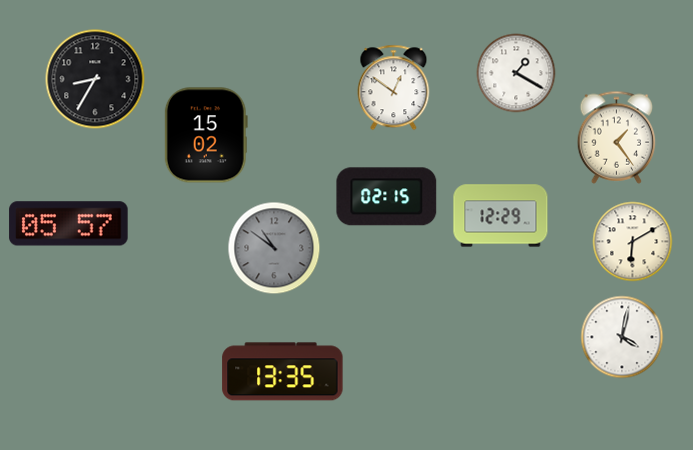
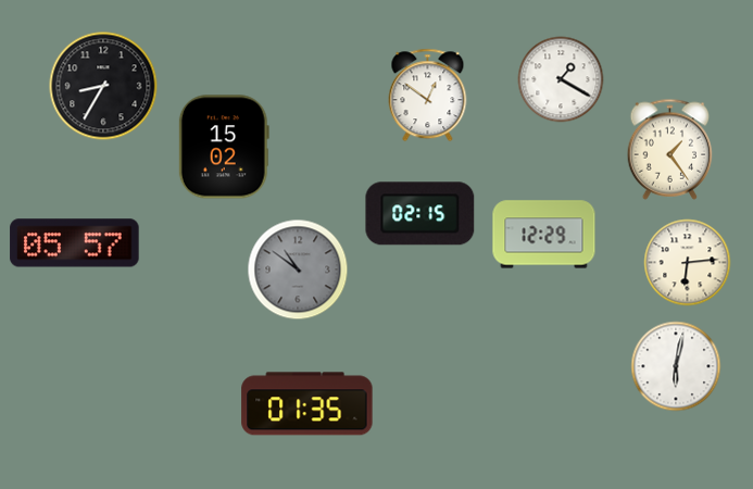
clock at (633, 242): 6:10 -> 6:14
clock at (622, 337): 4:02 -> 6:02
clock at (283, 372): 13:35 -> 01:35
